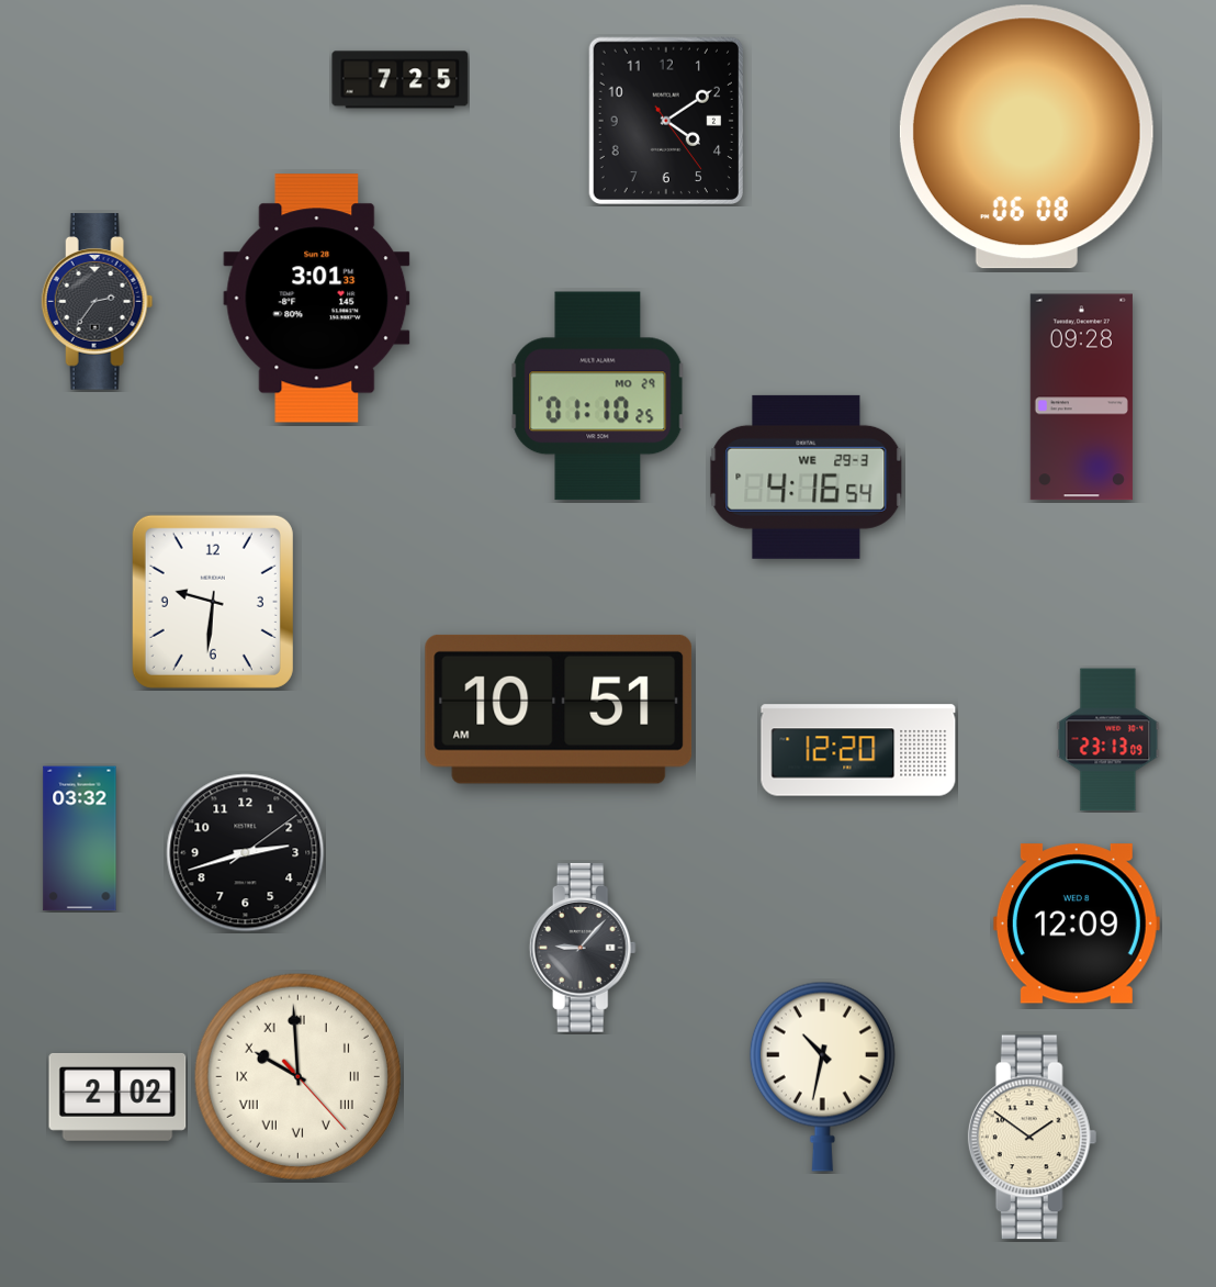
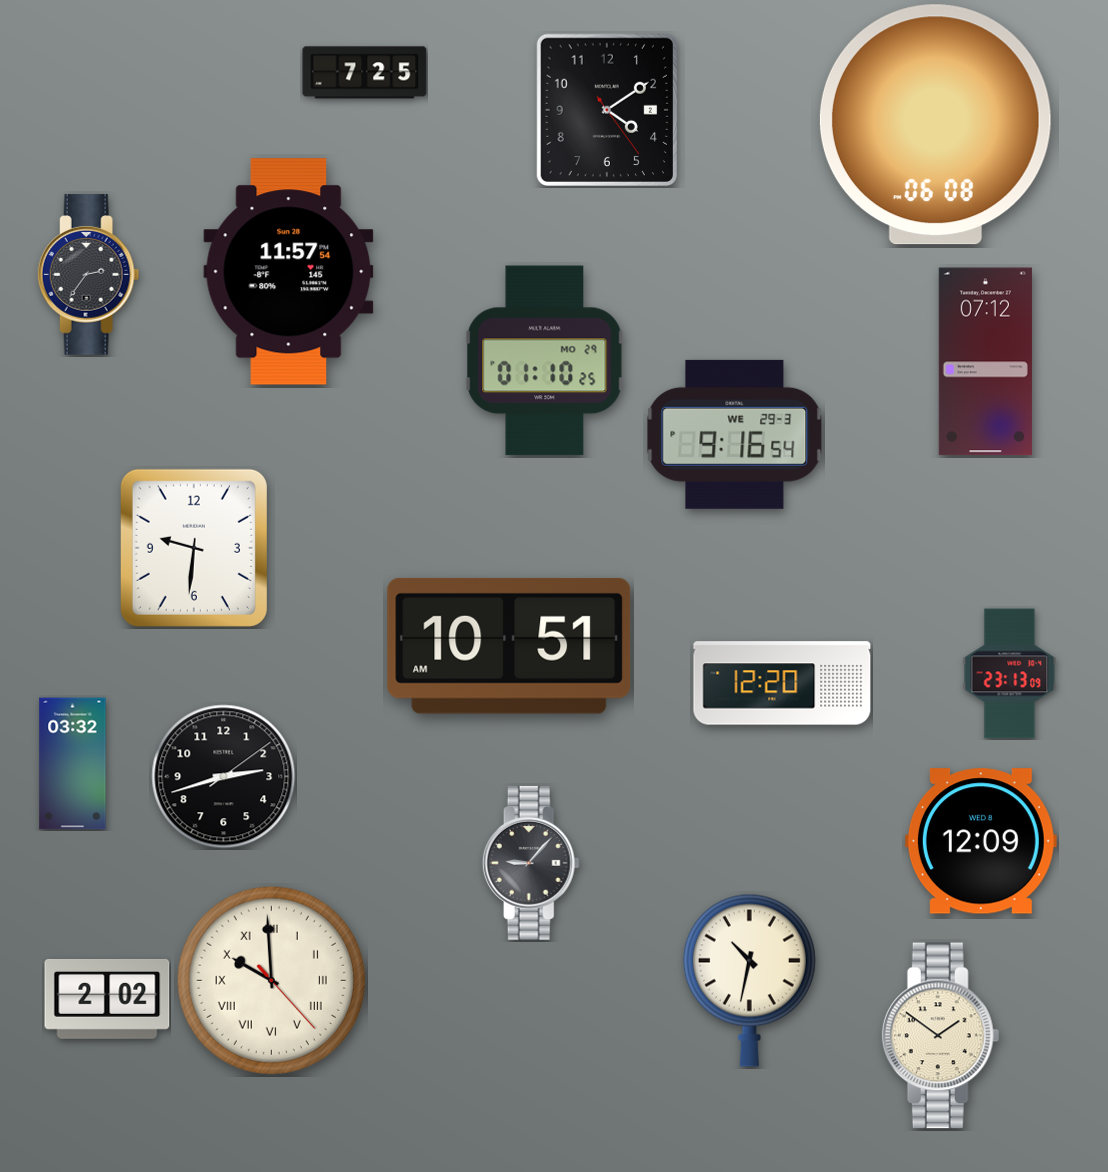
clock at (317, 299): 3:01 -> 11:57
clock at (1081, 398): 09:28 -> 07:12
clock at (807, 477): 4:16 -> 9:16
